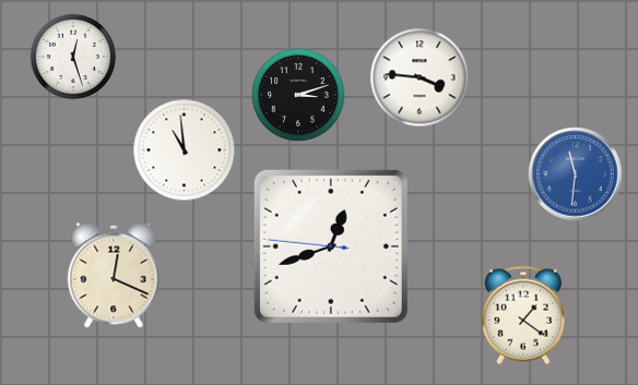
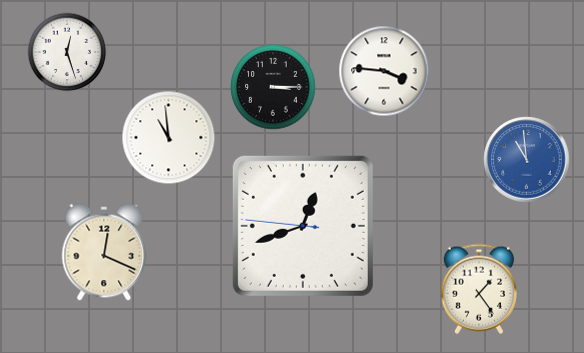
clock at (298, 95): 3:12 -> 3:15
clock at (576, 175): 11:31 -> 10:59
clock at (523, 315): 1:21 -> 1:24
